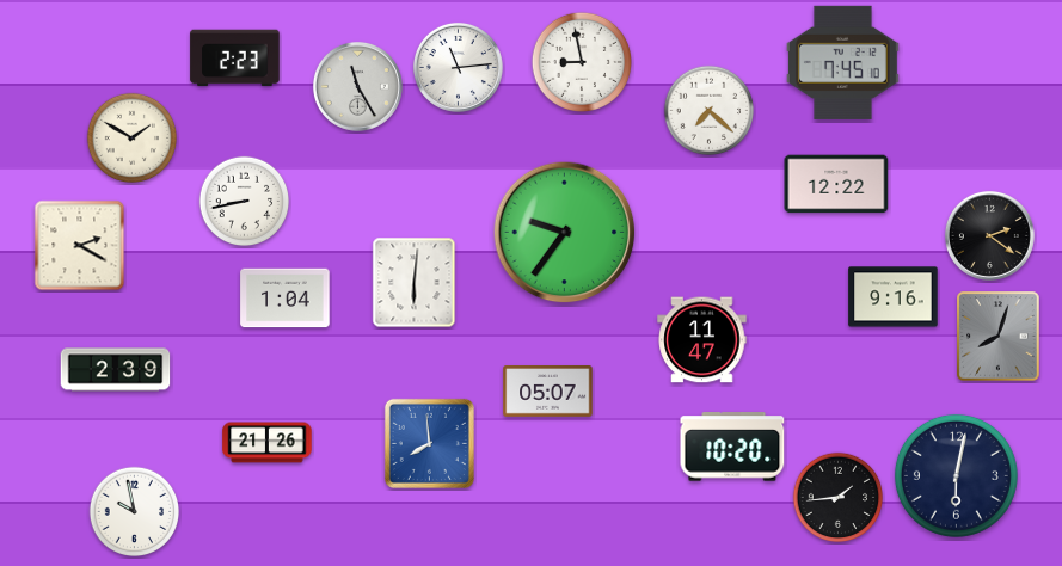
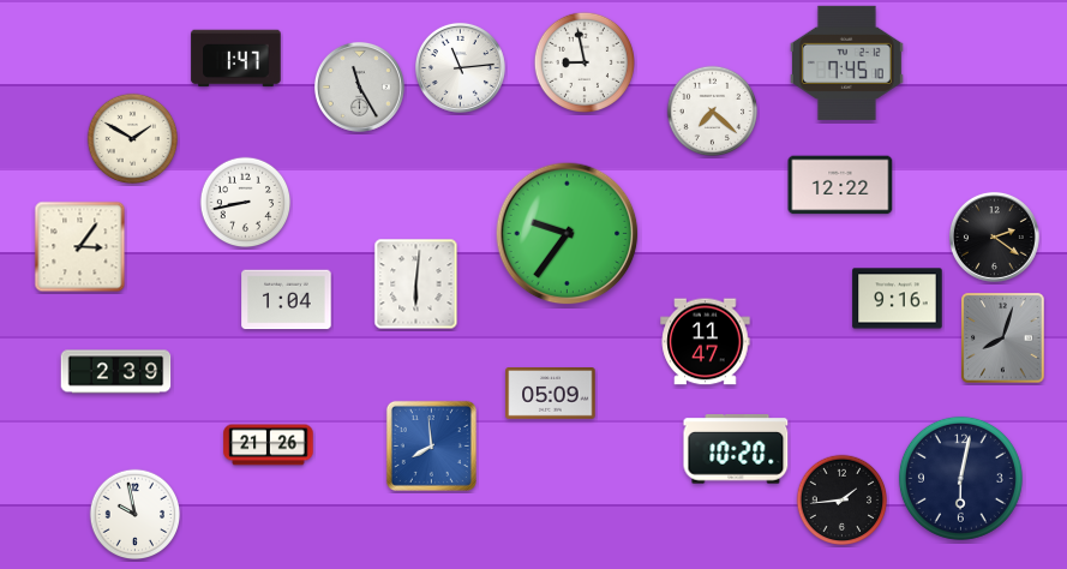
clock at (235, 59): 2:23 -> 1:47
clock at (80, 246): 2:20 -> 3:06
clock at (548, 392): 05:07 -> 05:09
